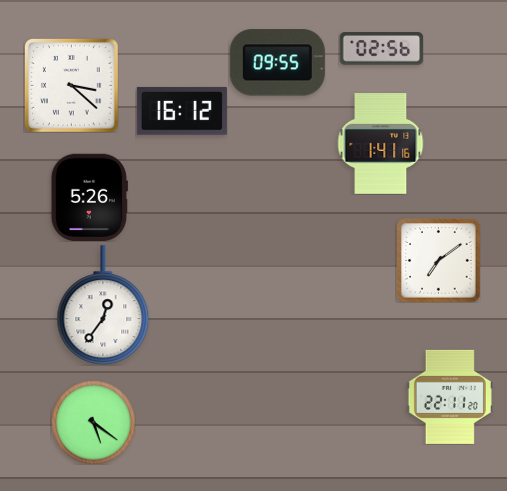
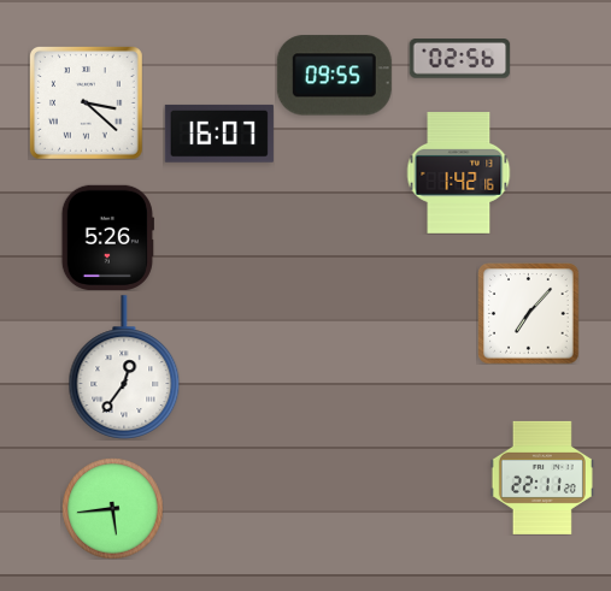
clock at (182, 111): 16:12 -> 16:07
clock at (381, 144): 1:41 -> 1:42
clock at (438, 260): 7:09 -> 7:07
clock at (93, 422): 5:21 -> 5:44
